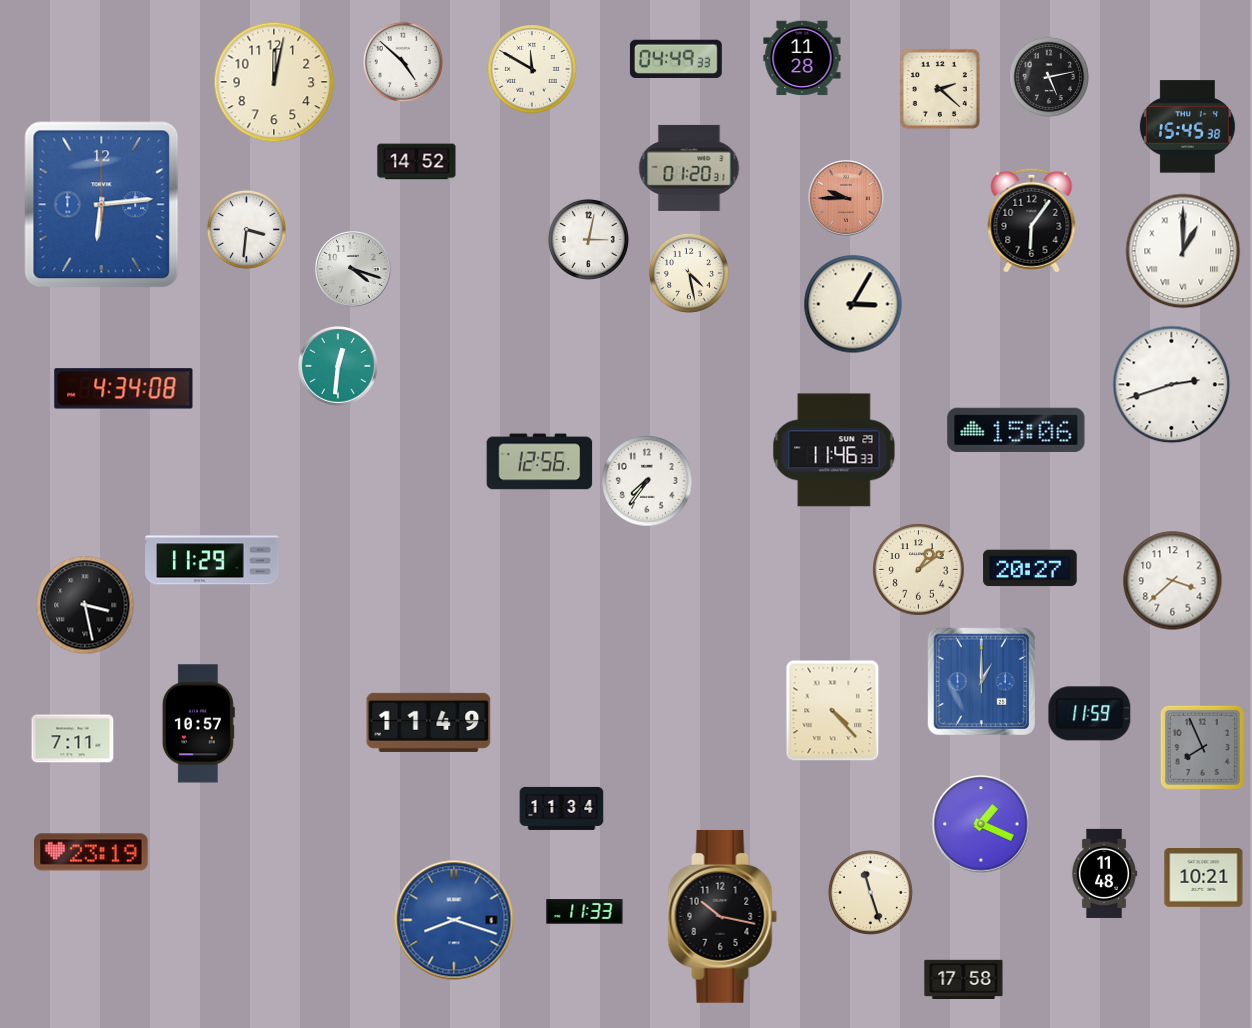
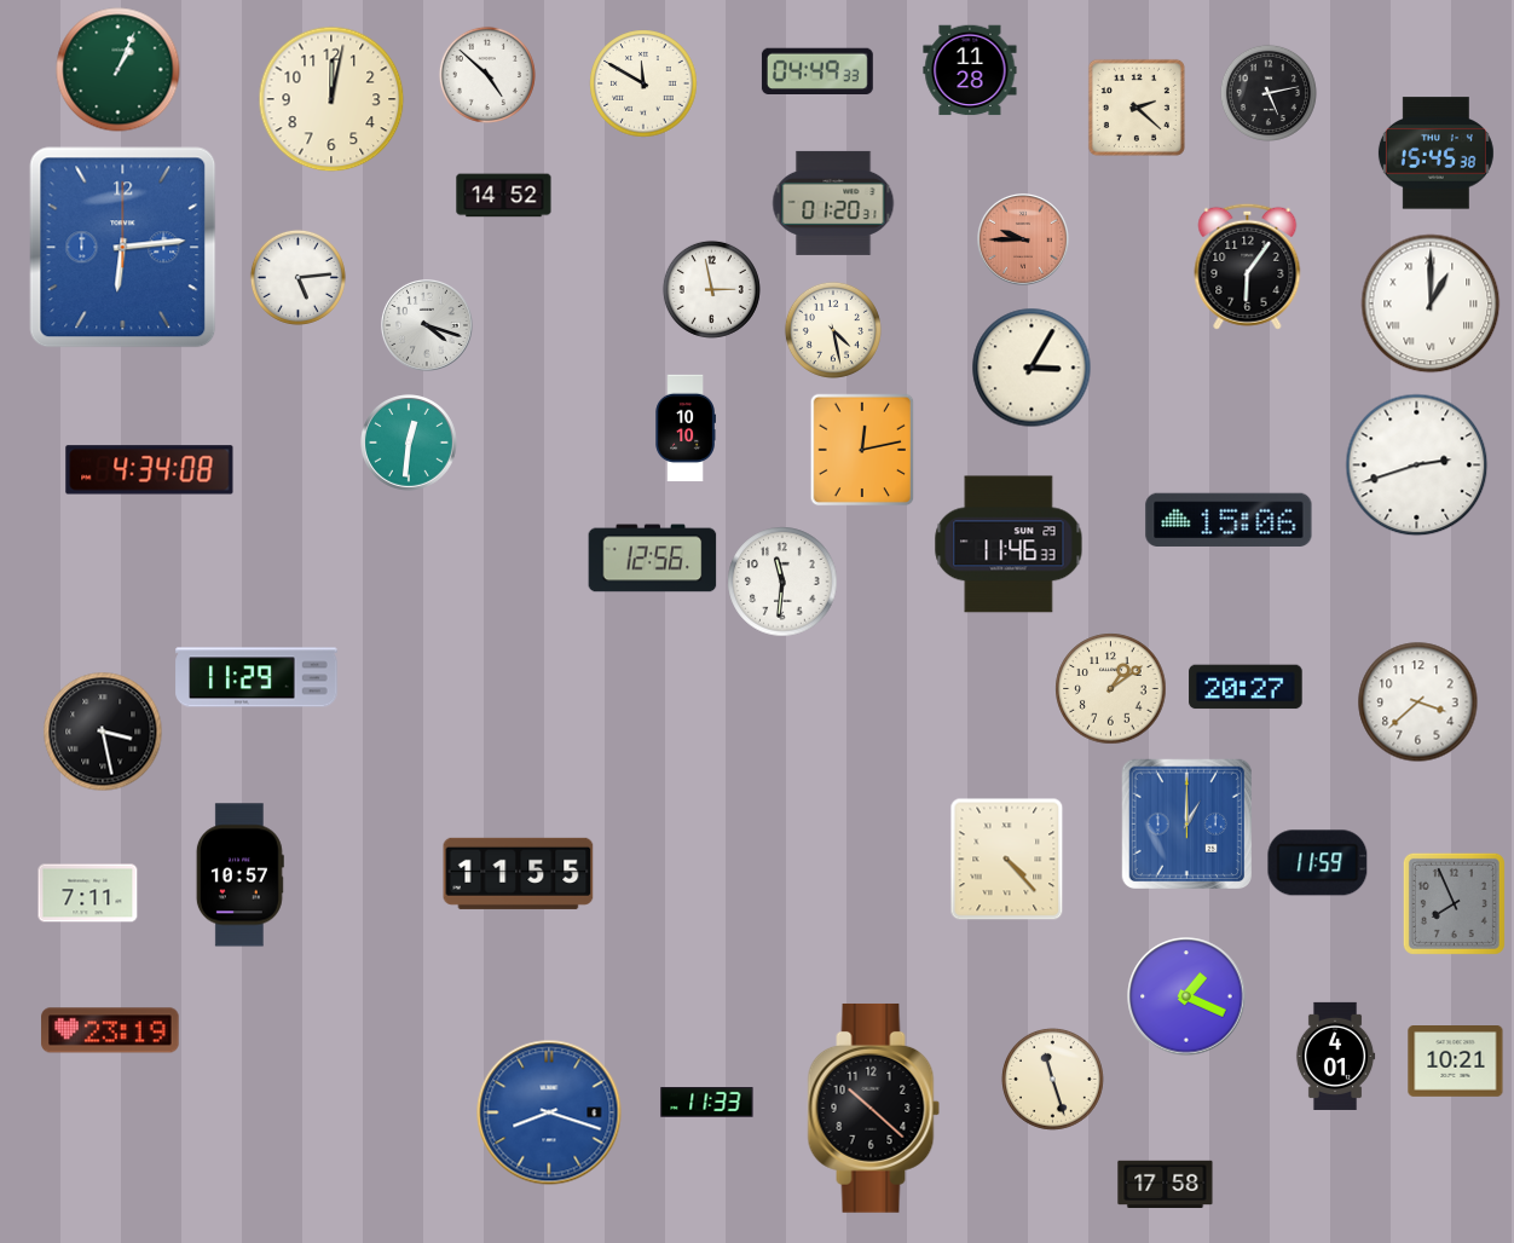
clock at (119, 70): none -> 1:04
clock at (246, 229): 3:31 -> 5:14
clock at (588, 239): 3:02 -> 2:58
clock at (686, 428): none -> 10:10
clock at (862, 450): none -> 12:13
clock at (647, 481): 7:36 -> 11:31
clock at (429, 722): 11:49 -> 11:55
clock at (562, 808): 11:34 -> none
clock at (1104, 873): 11:48 -> 4:01
clock at (723, 916): 10:17 -> 10:22
